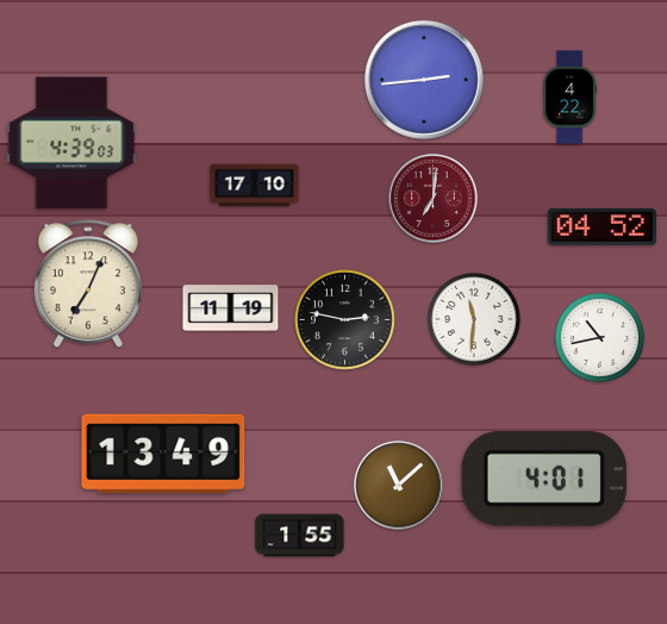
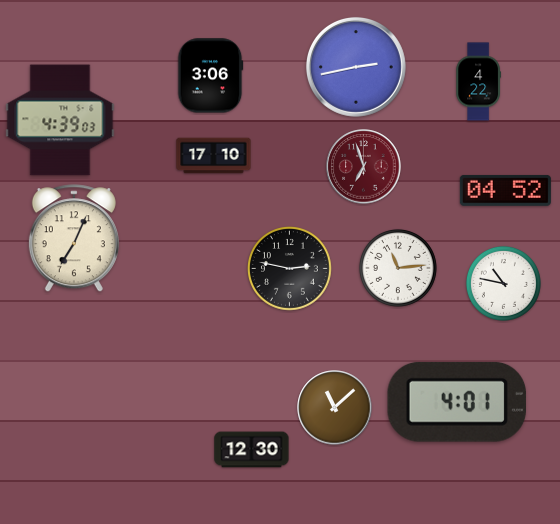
clock at (424, 80): 2:44 -> 2:43
clock at (211, 76): none -> 3:06
clock at (434, 199): 7:01 -> 6:57
clock at (231, 308): 11:19 -> none
clock at (474, 319): 11:31 -> 11:14
clock at (599, 337): 10:43 -> 10:47
clock at (163, 454): 13:49 -> none
clock at (300, 536): 1:55 -> 12:30
